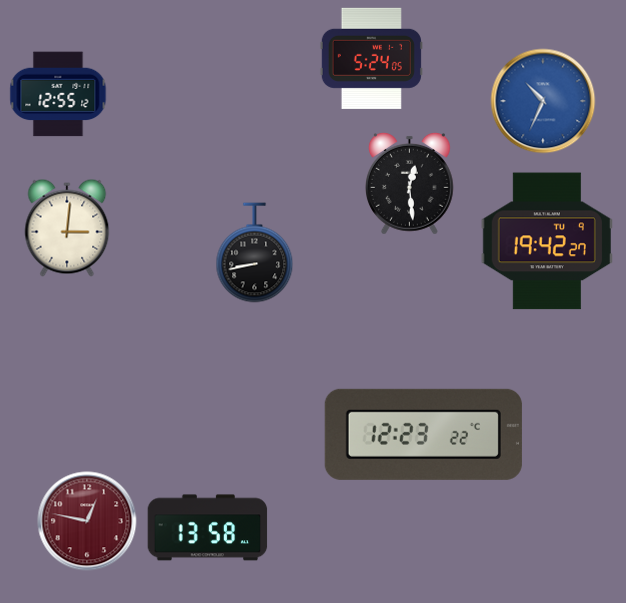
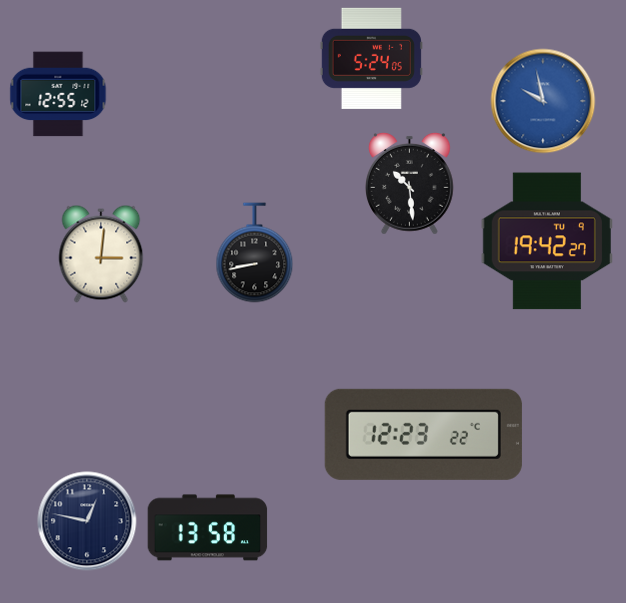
clock at (543, 101): 10:34 -> 9:58
clock at (410, 183): 12:29 -> 10:29
clock at (67, 228) position: (67, 228) -> (101, 254)
clock at (87, 521) dial: burgundy -> navy
